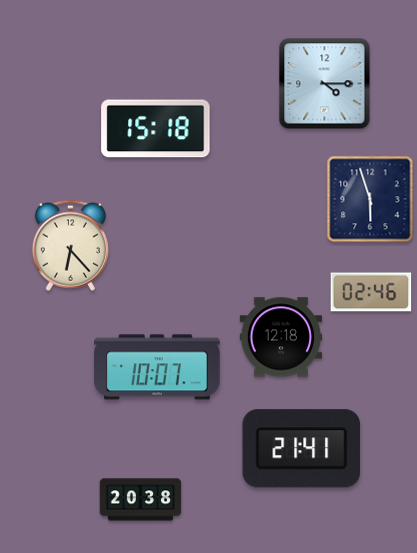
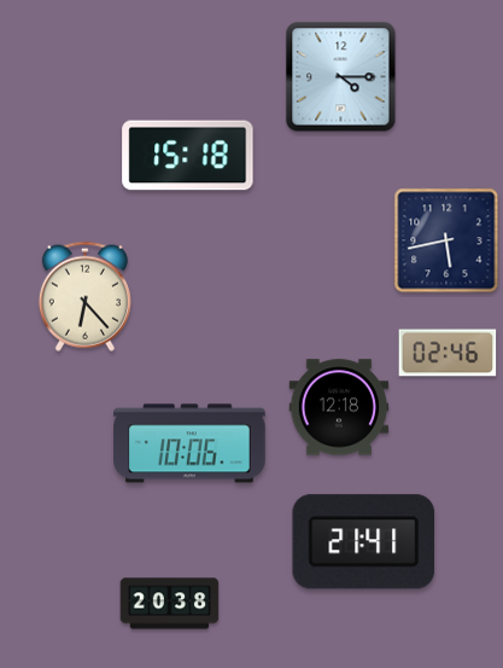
clock at (325, 84) position: (325, 84) -> (341, 77)
clock at (370, 199): 5:57 -> 5:43
clock at (157, 367): 10:07 -> 10:06
